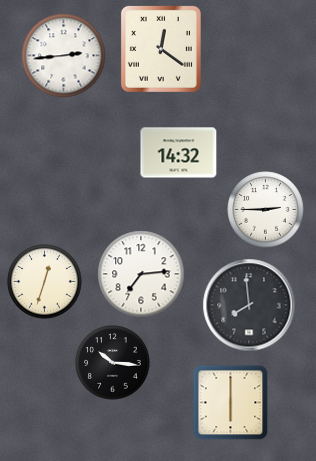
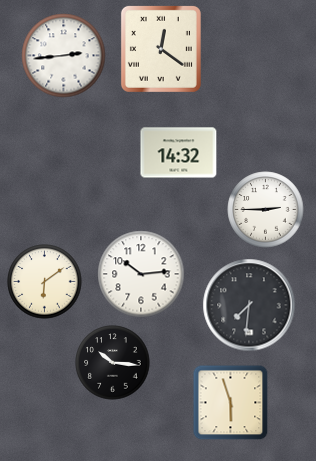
clock at (141, 274): 7:14 -> 10:14
clock at (45, 282): 12:33 -> 6:09
clock at (249, 305): 7:59 -> 7:31
clock at (231, 403): 6:00 -> 5:57
